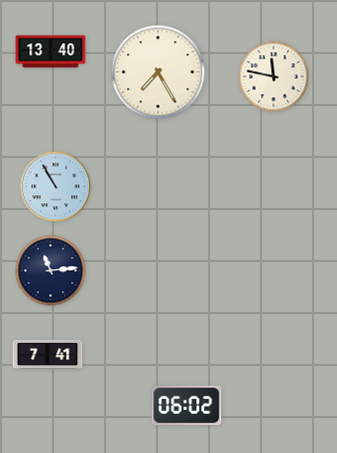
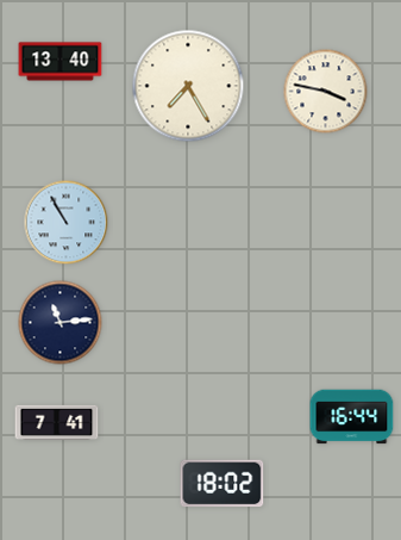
clock at (274, 77): 11:47 -> 3:47
clock at (352, 417): none -> 16:44
clock at (187, 406): 06:02 -> 18:02
